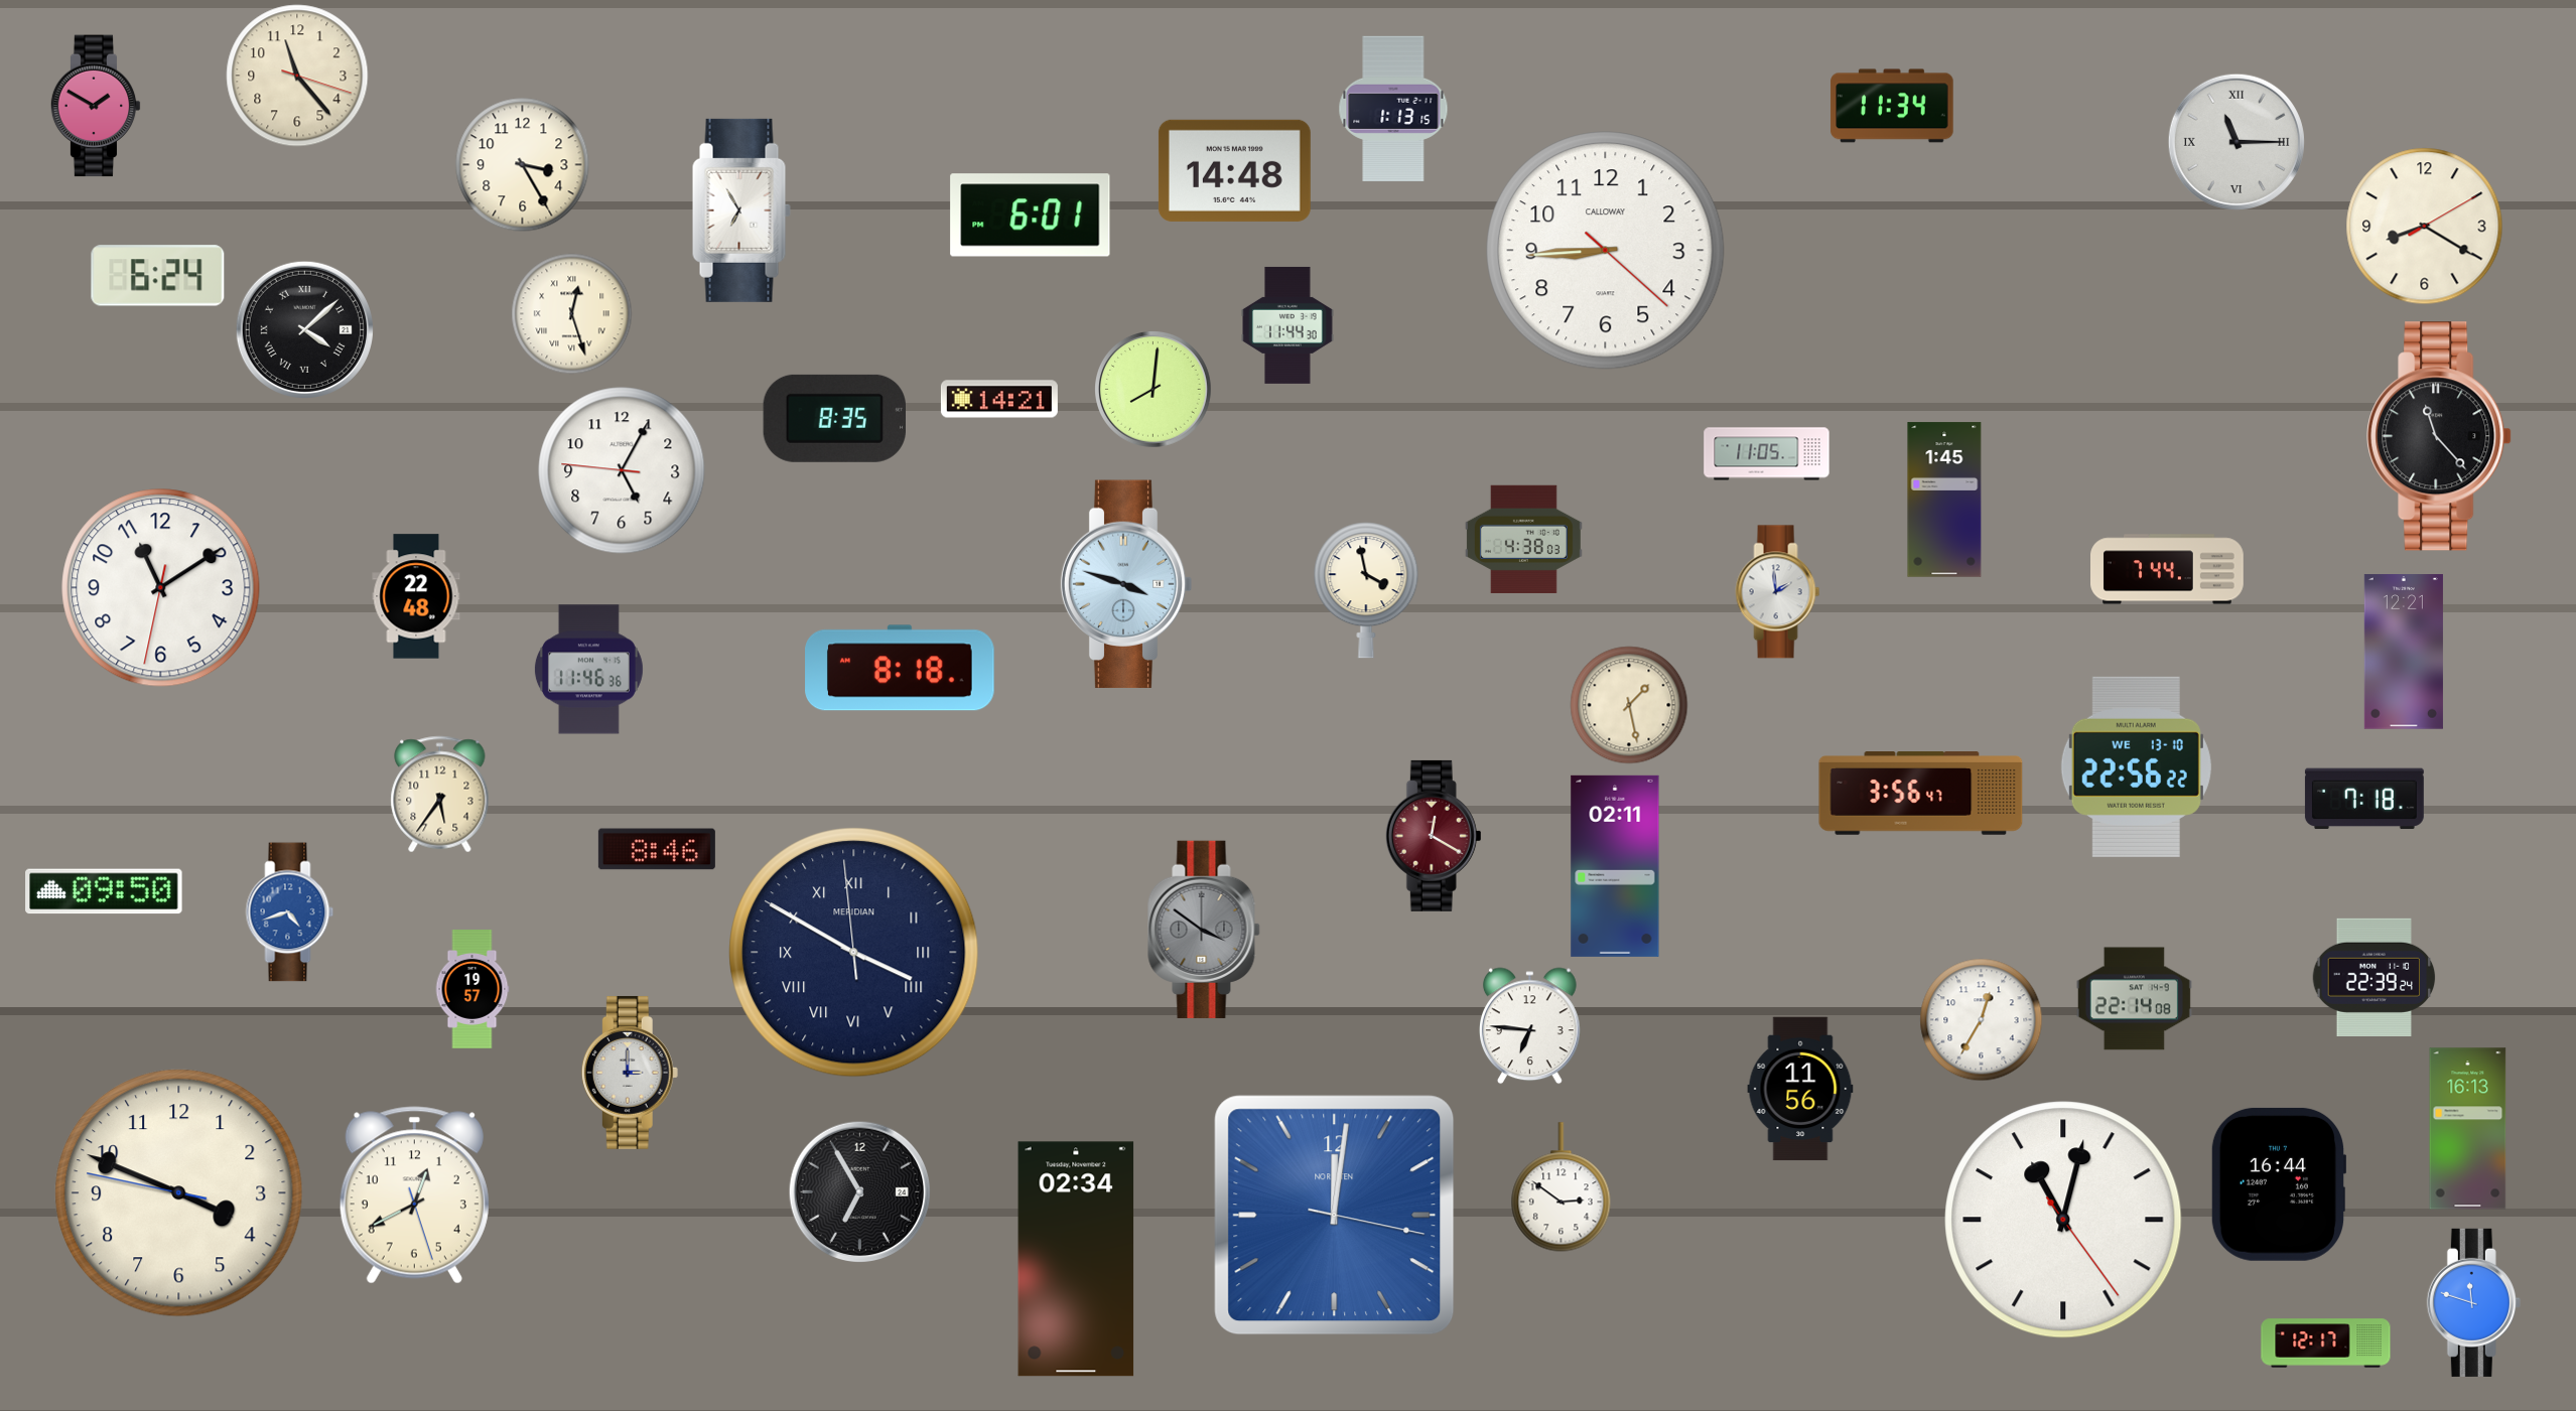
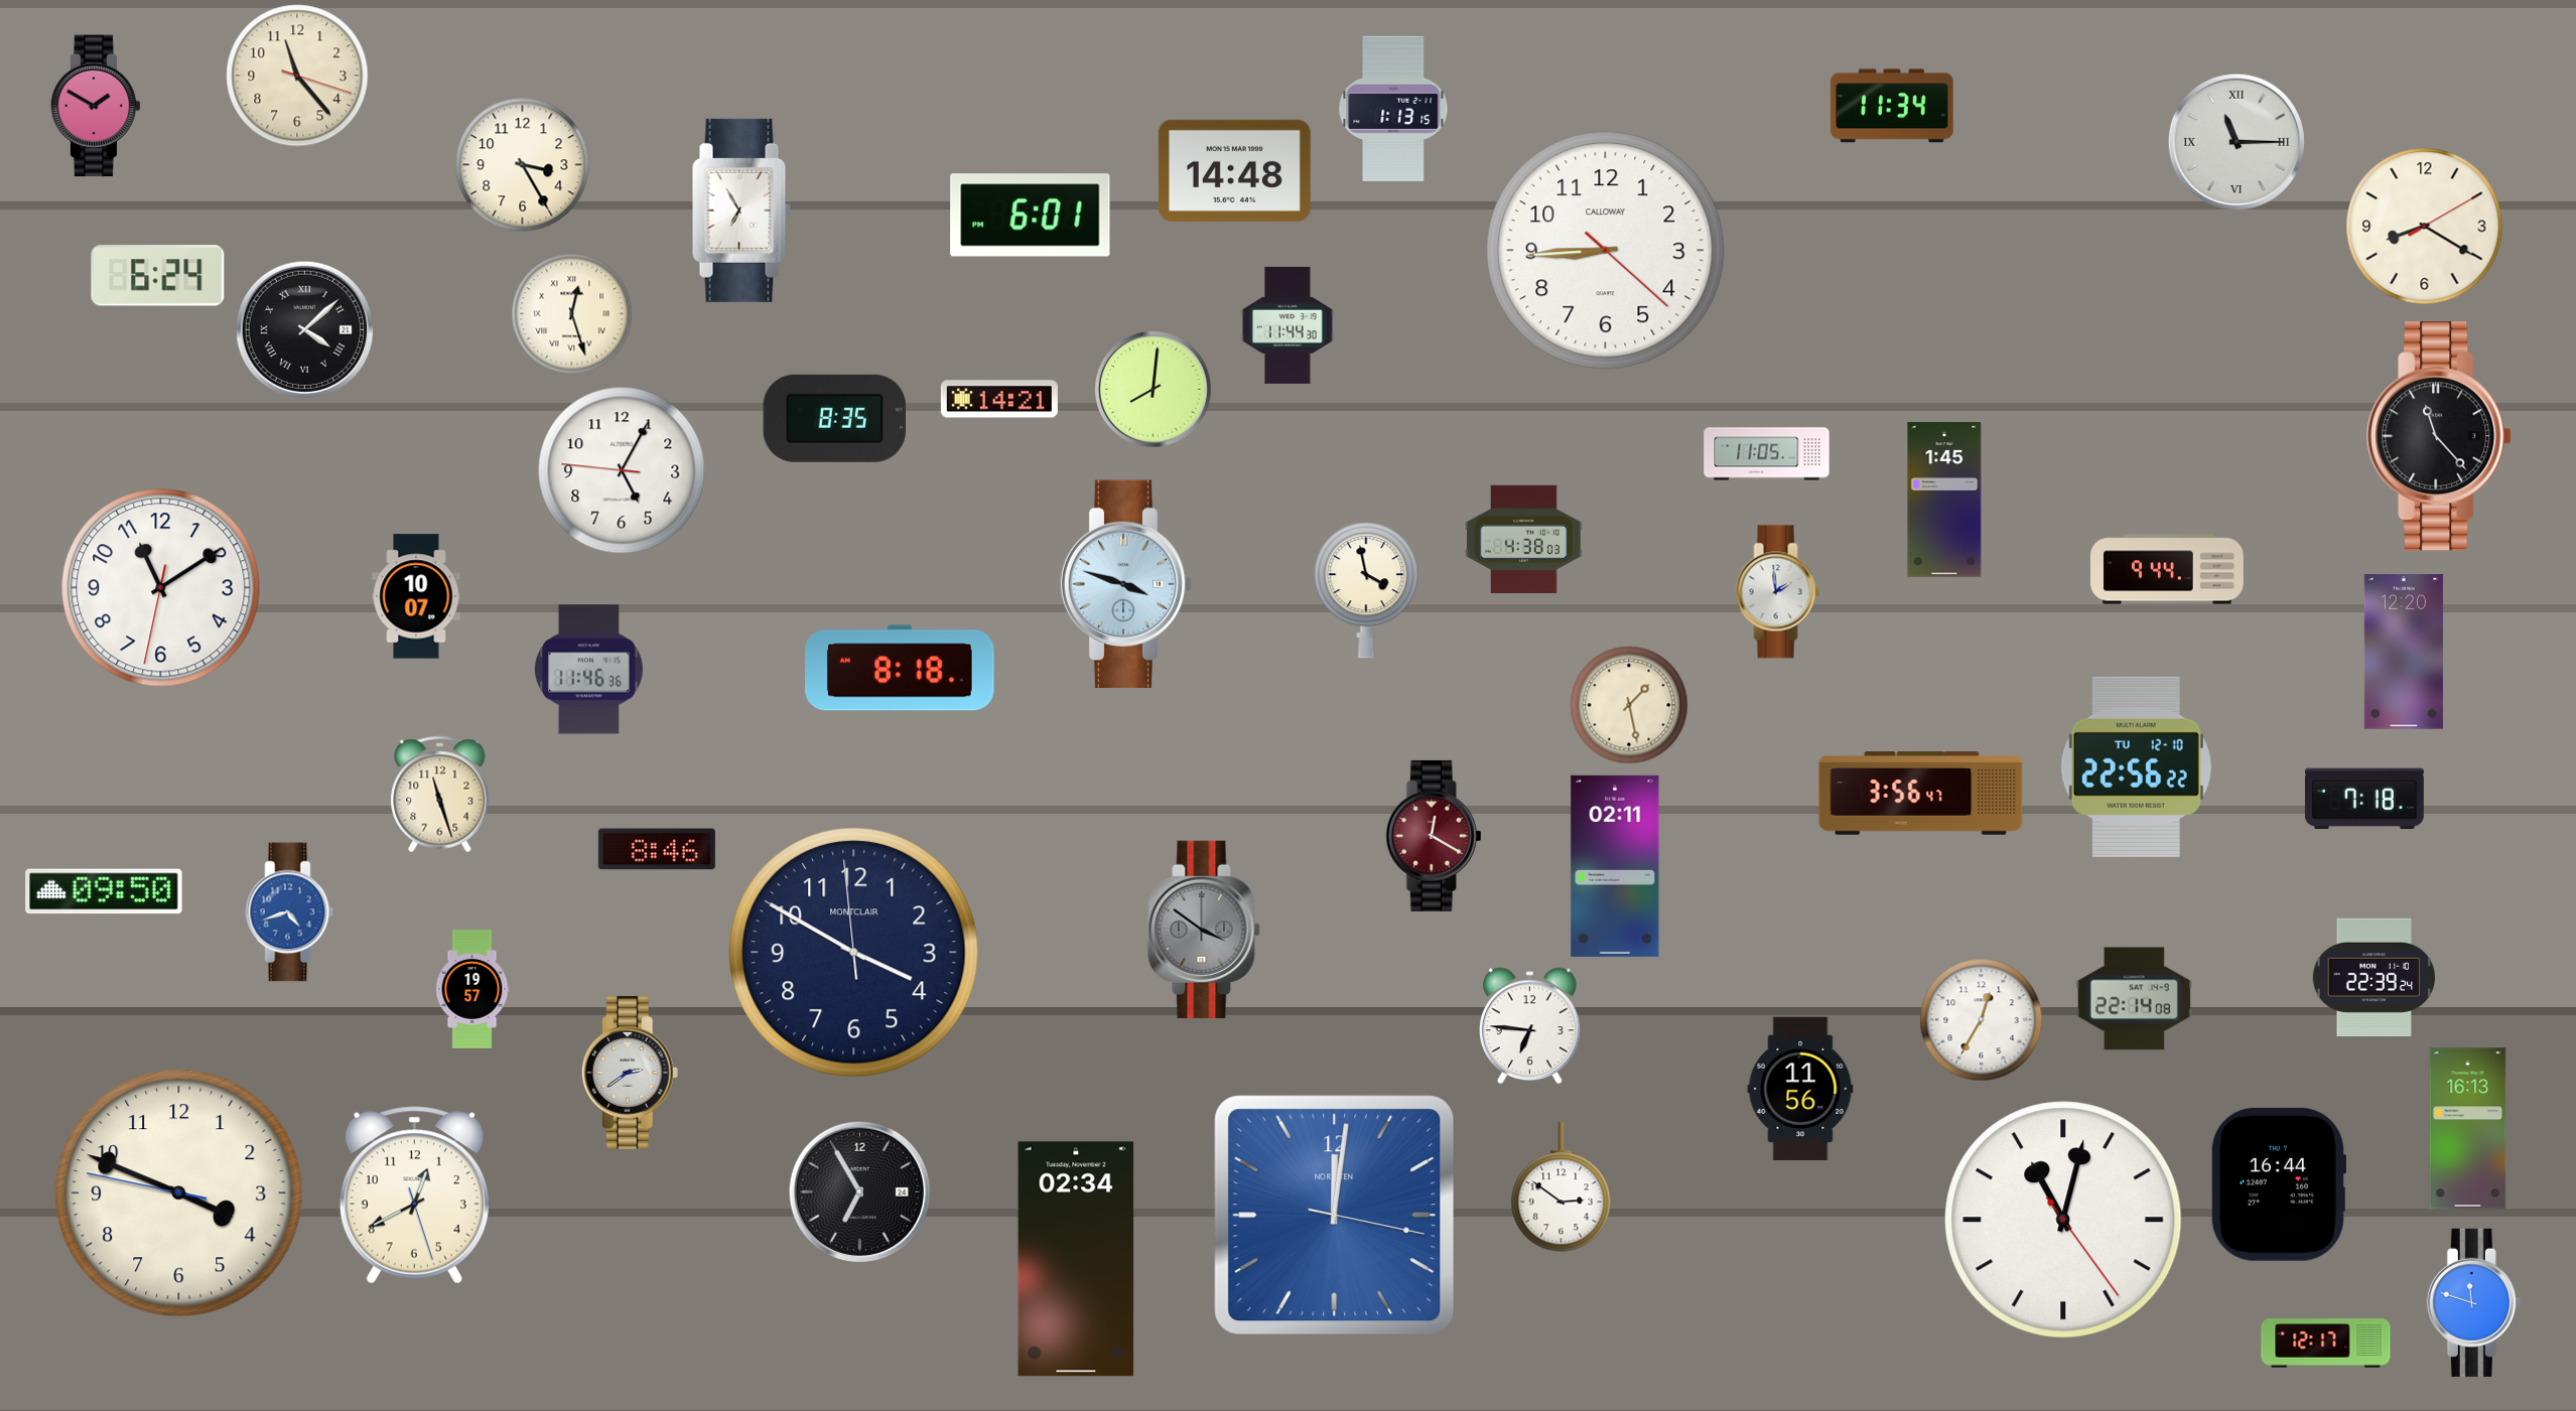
clock at (2168, 569): 7:44 -> 9:44
clock at (416, 596): 22:48 -> 10:07
clock at (2404, 652): 12:21 -> 12:20
clock at (2136, 766) date: WE 13-10 -> TU 12-10
clock at (440, 795): 5:36 -> 11:27
clock at (854, 953) numerals: Roman -> Arabic
clock at (854, 953) brand: MERIDIAN -> MONTCLAIR
clock at (630, 1073): 3:00 -> 2:39
